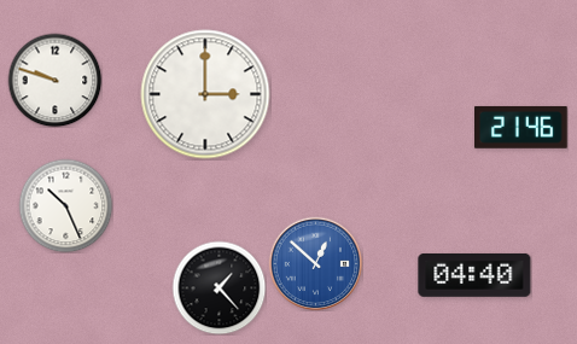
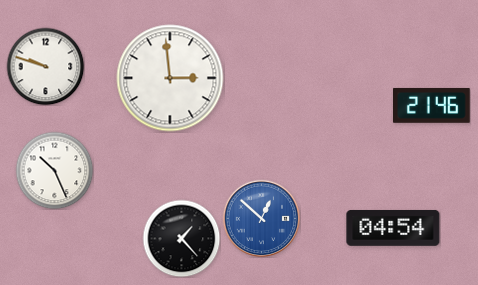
clock at (205, 94): 3:00 -> 2:59
clock at (474, 275): 04:40 -> 04:54
